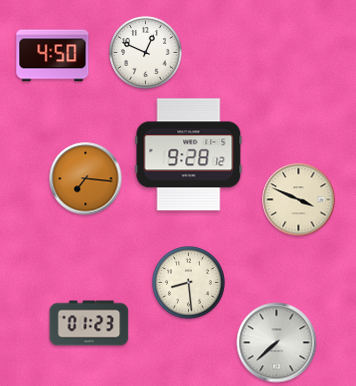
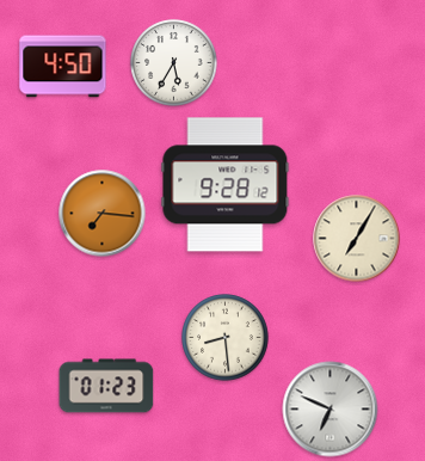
clock at (146, 53): 12:49 -> 5:35
clock at (299, 200): 3:49 -> 7:05
clock at (277, 343): 7:38 -> 6:49
